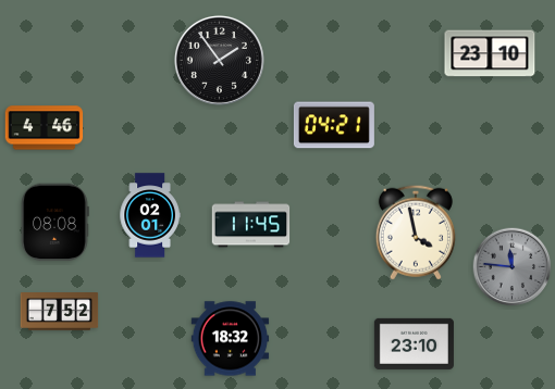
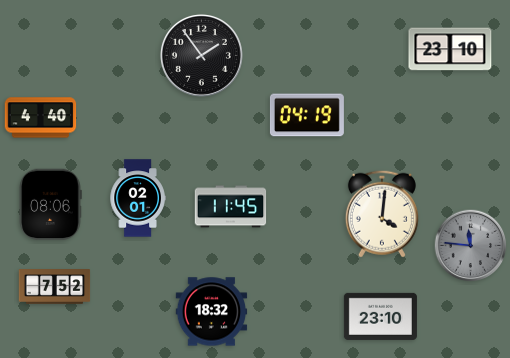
clock at (334, 125): 04:21 -> 04:19
clock at (45, 128): 4:46 -> 4:40
clock at (54, 223): 08:08 -> 08:06
clock at (416, 233): 3:58 -> 4:01
